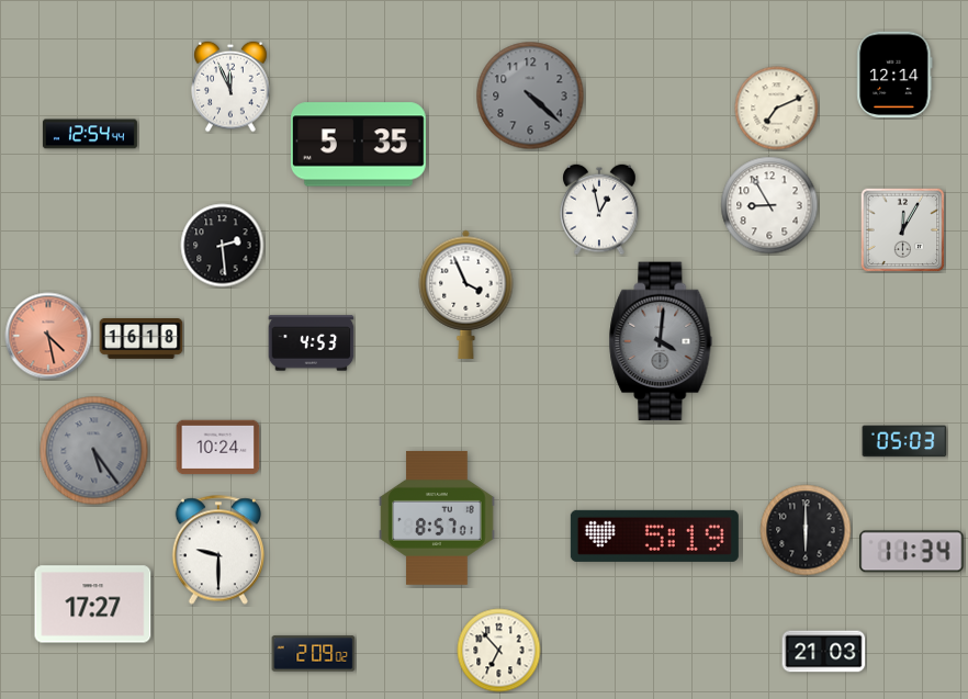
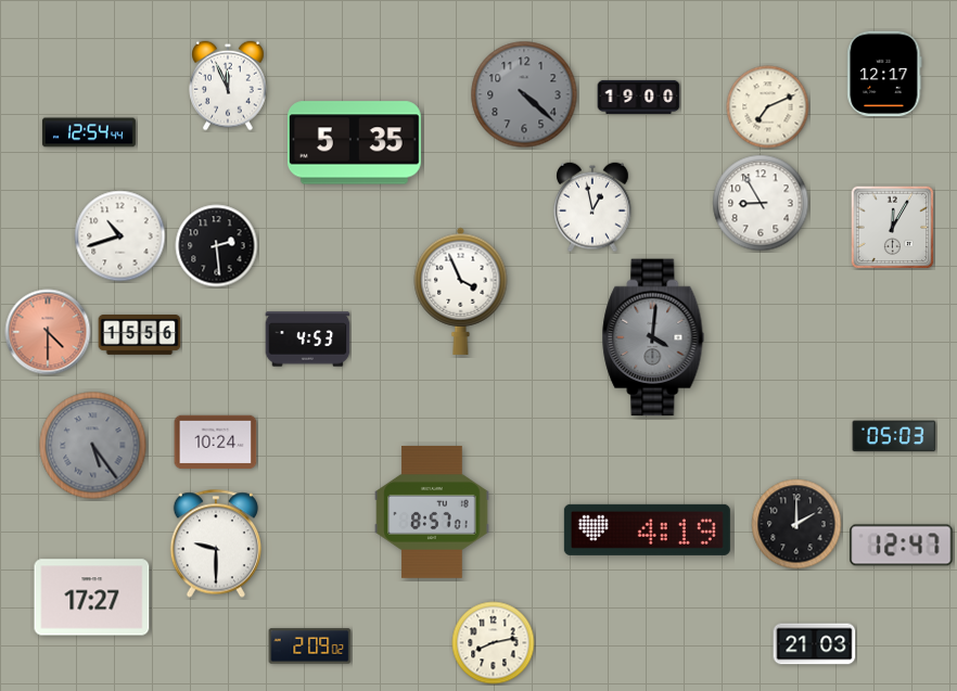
clock at (894, 75): 12:14 -> 12:17
clock at (639, 97): none -> 19:00
clock at (120, 236): none -> 10:42
clock at (223, 246) position: (223, 246) -> (217, 246)
clock at (48, 336): 4:28 -> 4:30
clock at (142, 339): 16:18 -> 15:56
clock at (806, 530): 6:00 -> 2:00
clock at (654, 535): 5:19 -> 4:19
clock at (912, 552): 11:34 -> 12:47
clock at (499, 651): 6:53 -> 8:13
